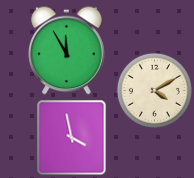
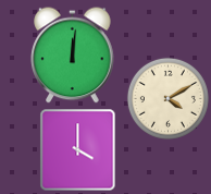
clock at (67, 51): 11:55 -> 12:01
clock at (72, 138): 3:58 -> 4:00
